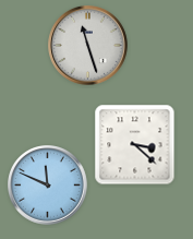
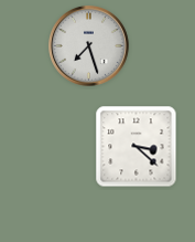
clock at (88, 46): 11:27 -> 7:27
clock at (48, 186): 11:49 -> none
